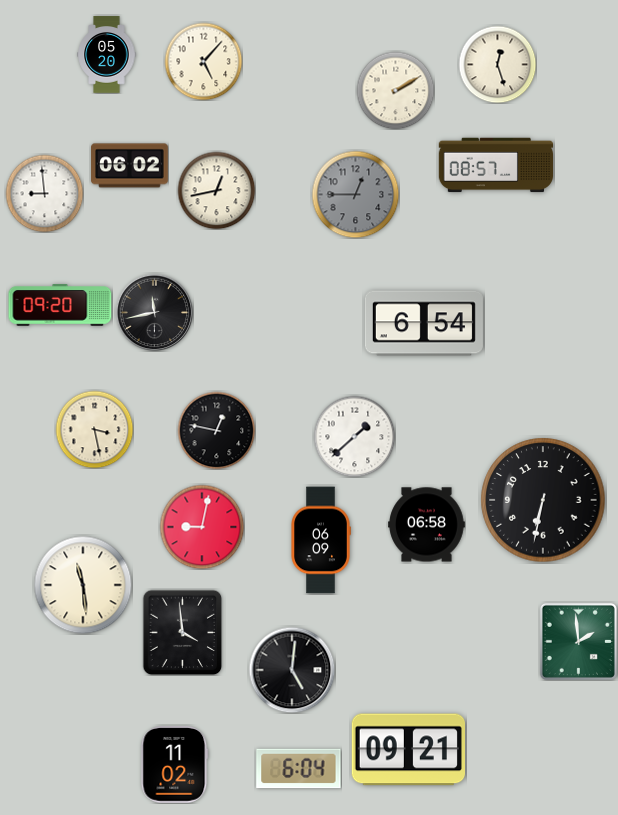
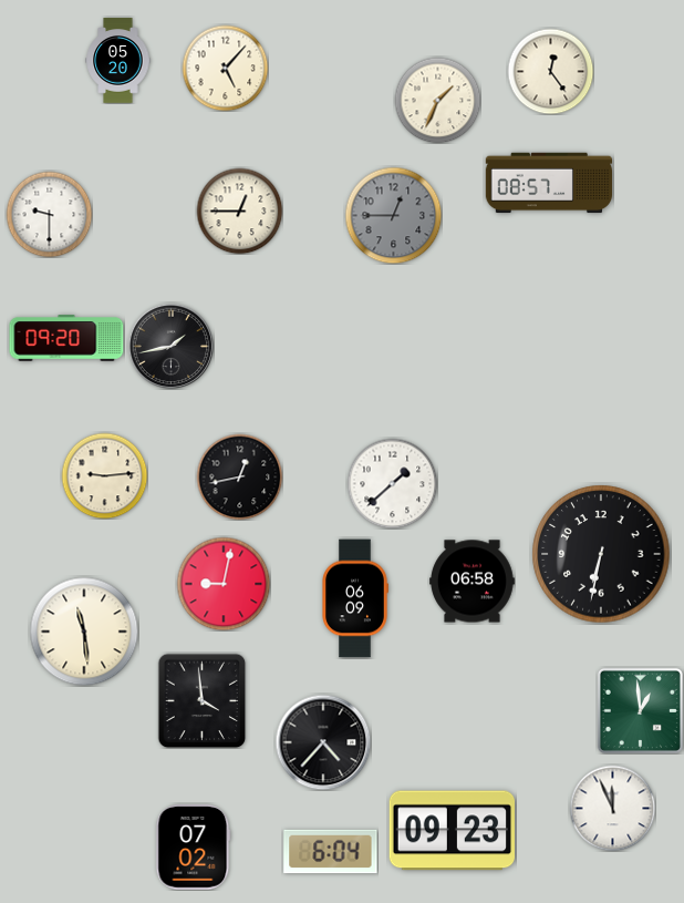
clock at (497, 64): 12:27 -> 12:24
clock at (395, 90): 2:10 -> 1:34
clock at (130, 166): 06:02 -> none
clock at (216, 190): 12:43 -> 12:45
clock at (44, 193): 8:59 -> 9:30
clock at (154, 312): 11:43 -> 1:43
clock at (424, 323): 6:54 -> none
clock at (94, 429): 3:28 -> 9:14
clock at (216, 430): 12:47 -> 12:43
clock at (83, 585) position: (83, 585) -> (84, 632)
clock at (578, 641): 1:59 -> 12:59
clock at (292, 670): 5:01 -> 4:37
clock at (612, 808): none -> 11:56
clock at (408, 750): 09:21 -> 09:23
clock at (175, 765): 11:02 -> 07:02
